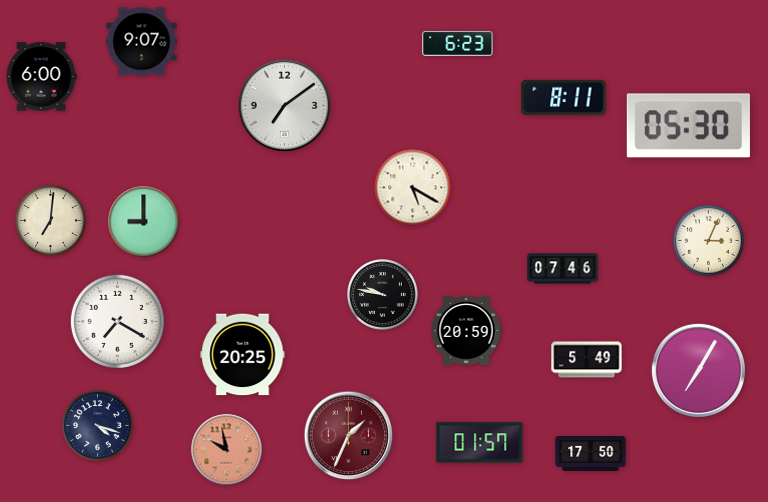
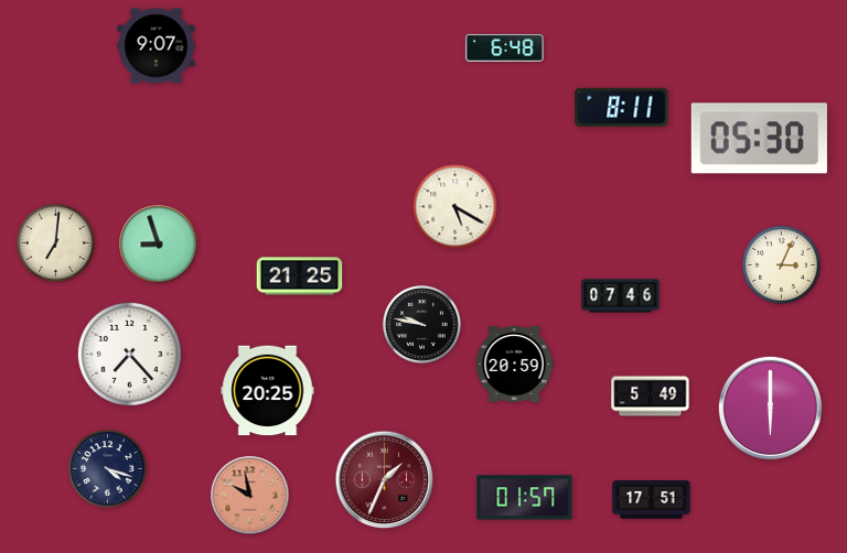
clock at (458, 43): 6:23 -> 6:48
clock at (41, 77): 6:00 -> none
clock at (285, 106): 7:09 -> none
clock at (144, 222): 9:00 -> 8:57
clock at (300, 276): none -> 21:25
clock at (117, 321): 7:20 -> 7:23
clock at (587, 360) position: (587, 360) -> (651, 397)
clock at (698, 370): 7:05 -> 6:00
clock at (480, 443) position: (480, 443) -> (525, 498)
clock at (591, 454): 17:50 -> 17:51
